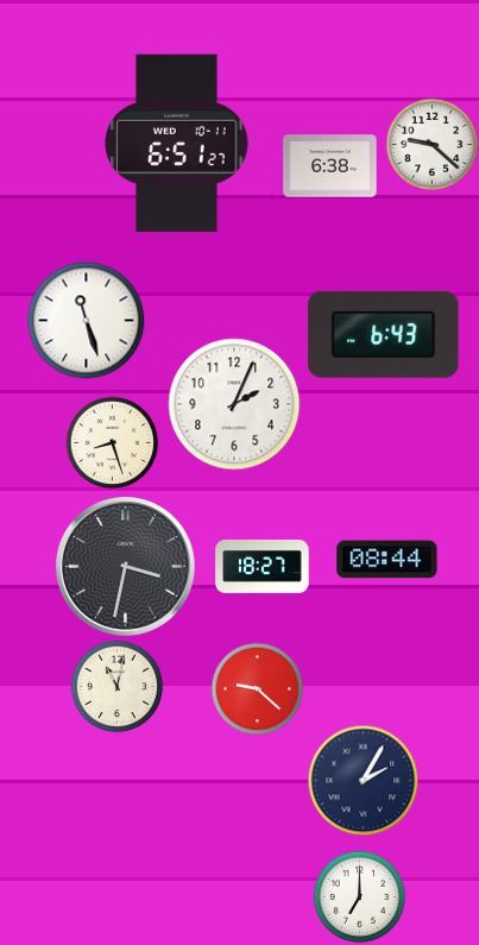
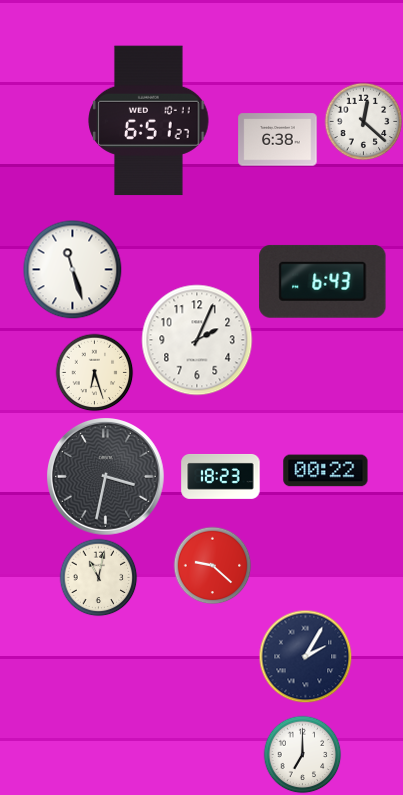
clock at (431, 144): 9:22 -> 12:22
clock at (112, 442): 8:27 -> 6:27
clock at (387, 560): 08:44 -> 00:22
clock at (263, 566): 18:27 -> 18:23
clock at (257, 688) position: (257, 688) -> (212, 565)
